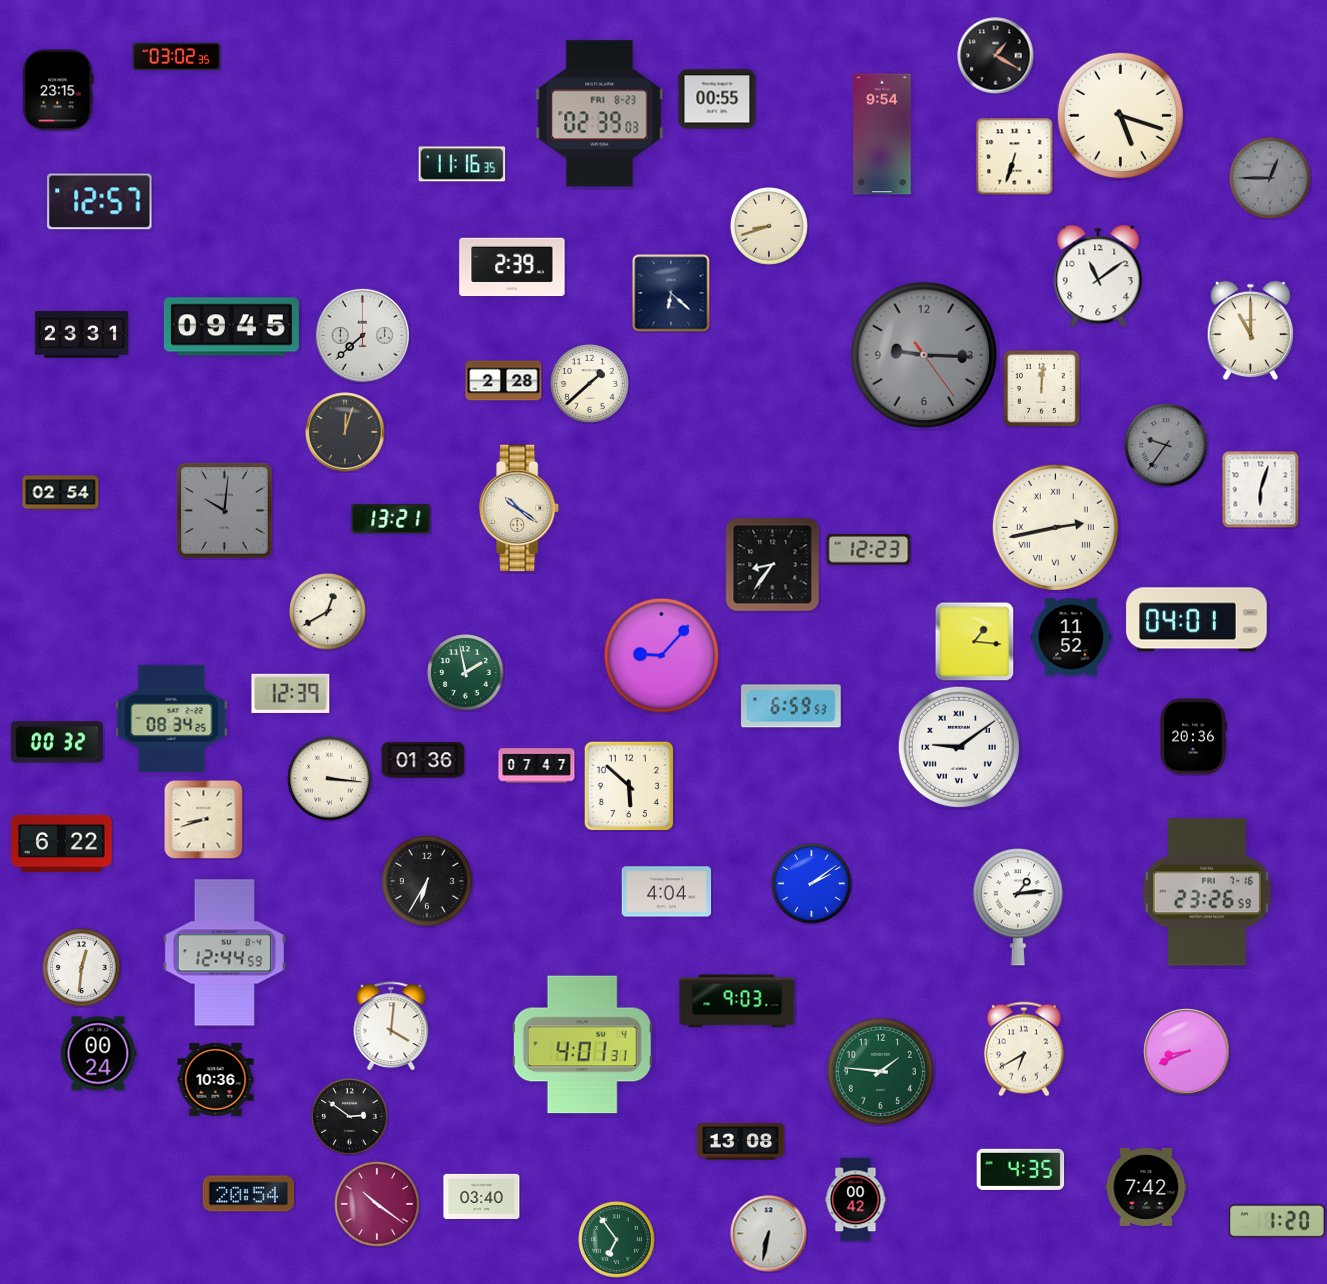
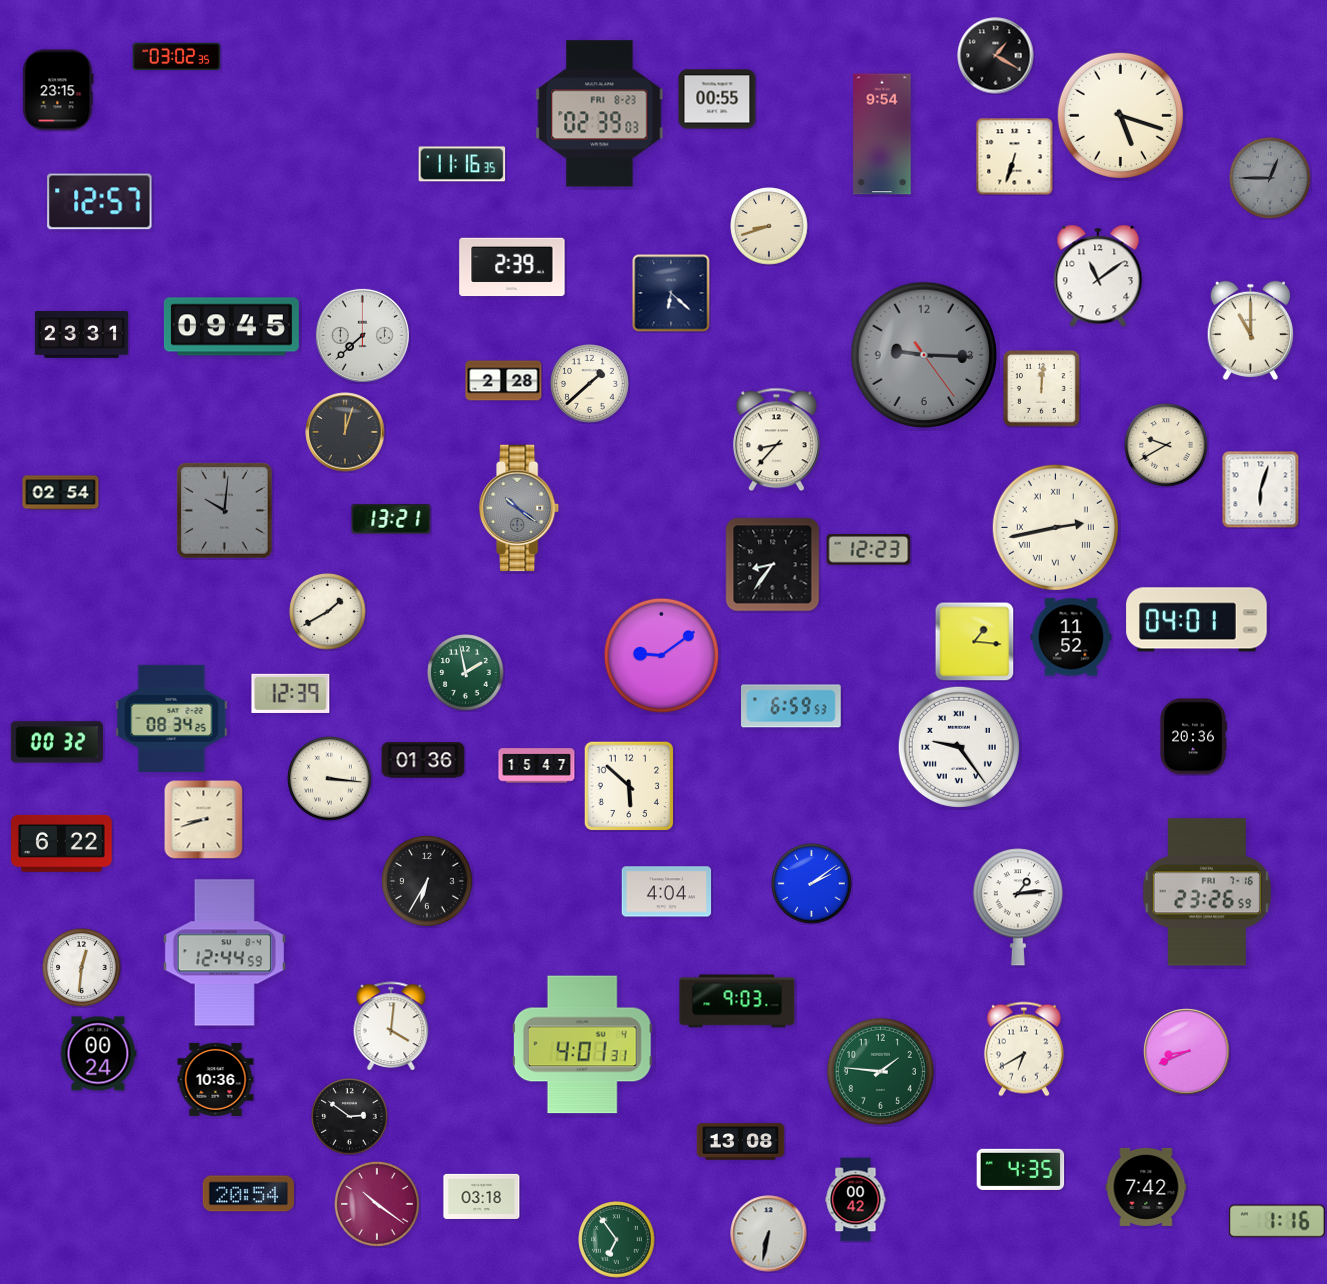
clock at (777, 440): none -> 8:37
clock at (1166, 446): 9:36 -> 9:40
clock at (1166, 446) dial: grey -> cream
clock at (520, 508) dial: cream -> grey
clock at (328, 612): 12:40 -> 1:40
clock at (661, 655): 9:07 -> 9:09
clock at (959, 747): 9:09 -> 9:24
clock at (537, 766): 07:47 -> 15:47
clock at (482, 1196): 03:40 -> 03:18
clock at (1277, 1221): 1:20 -> 1:16
